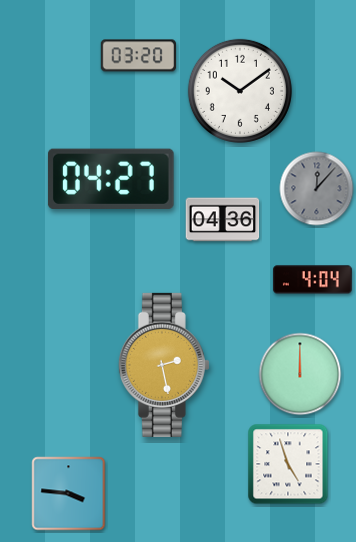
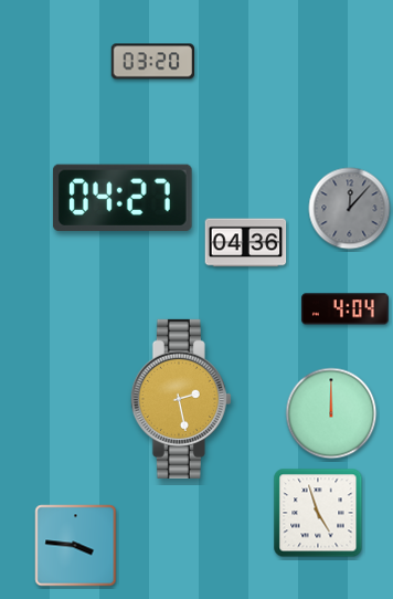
clock at (240, 91): 10:09 -> none
clock at (164, 365) position: (164, 365) -> (181, 399)
